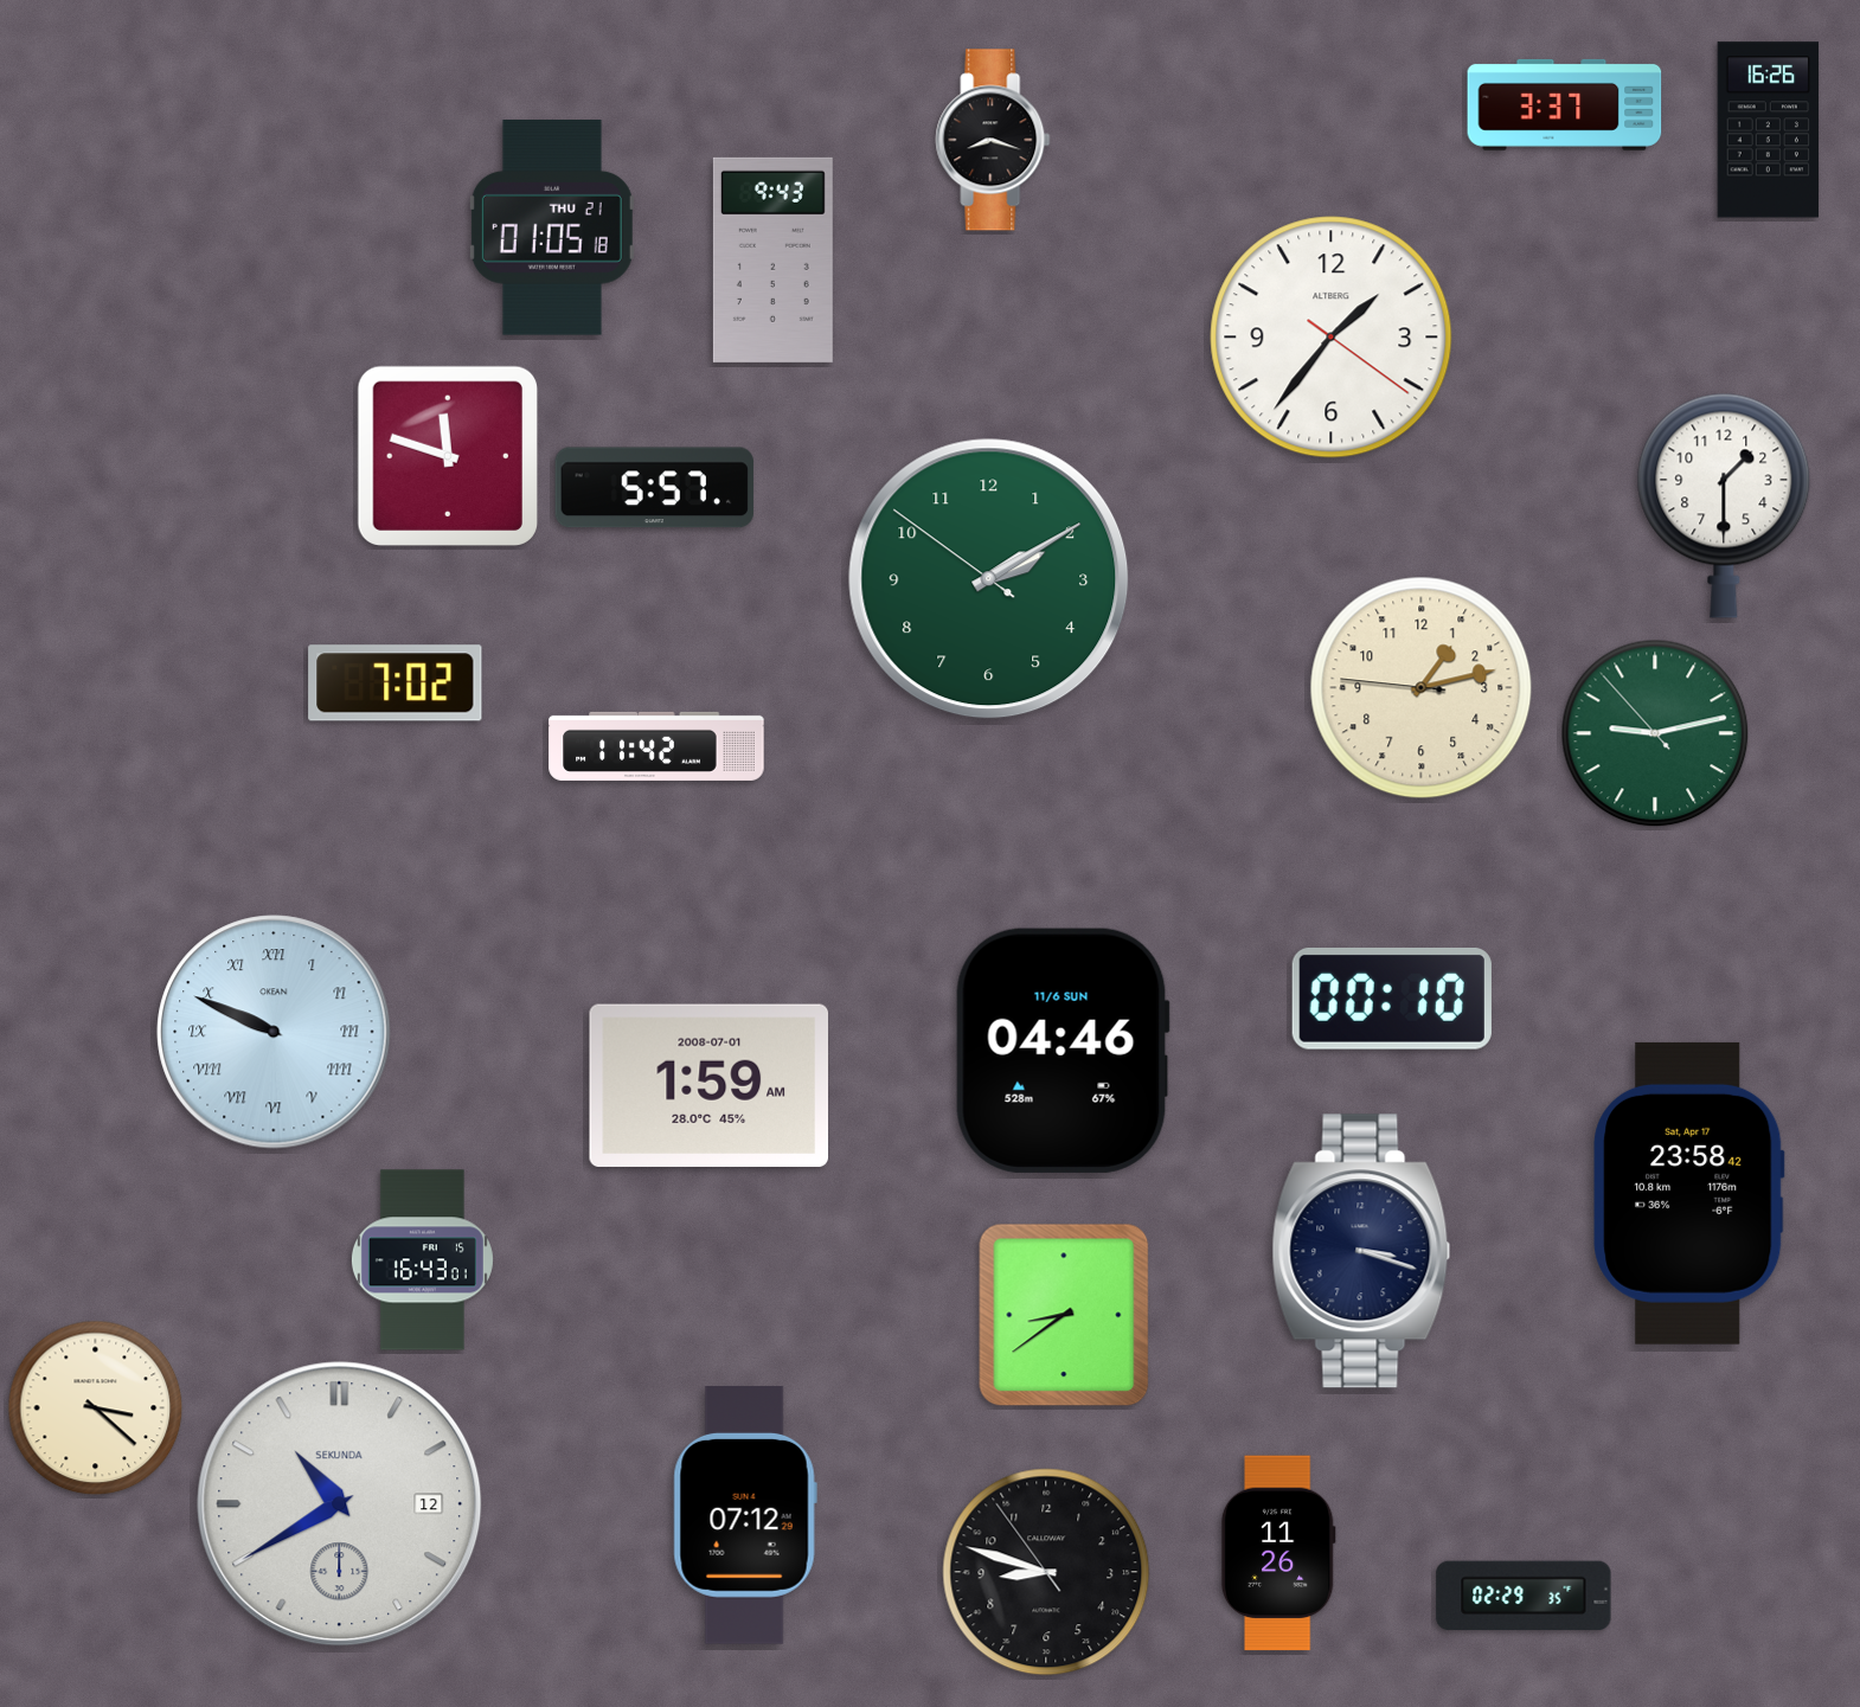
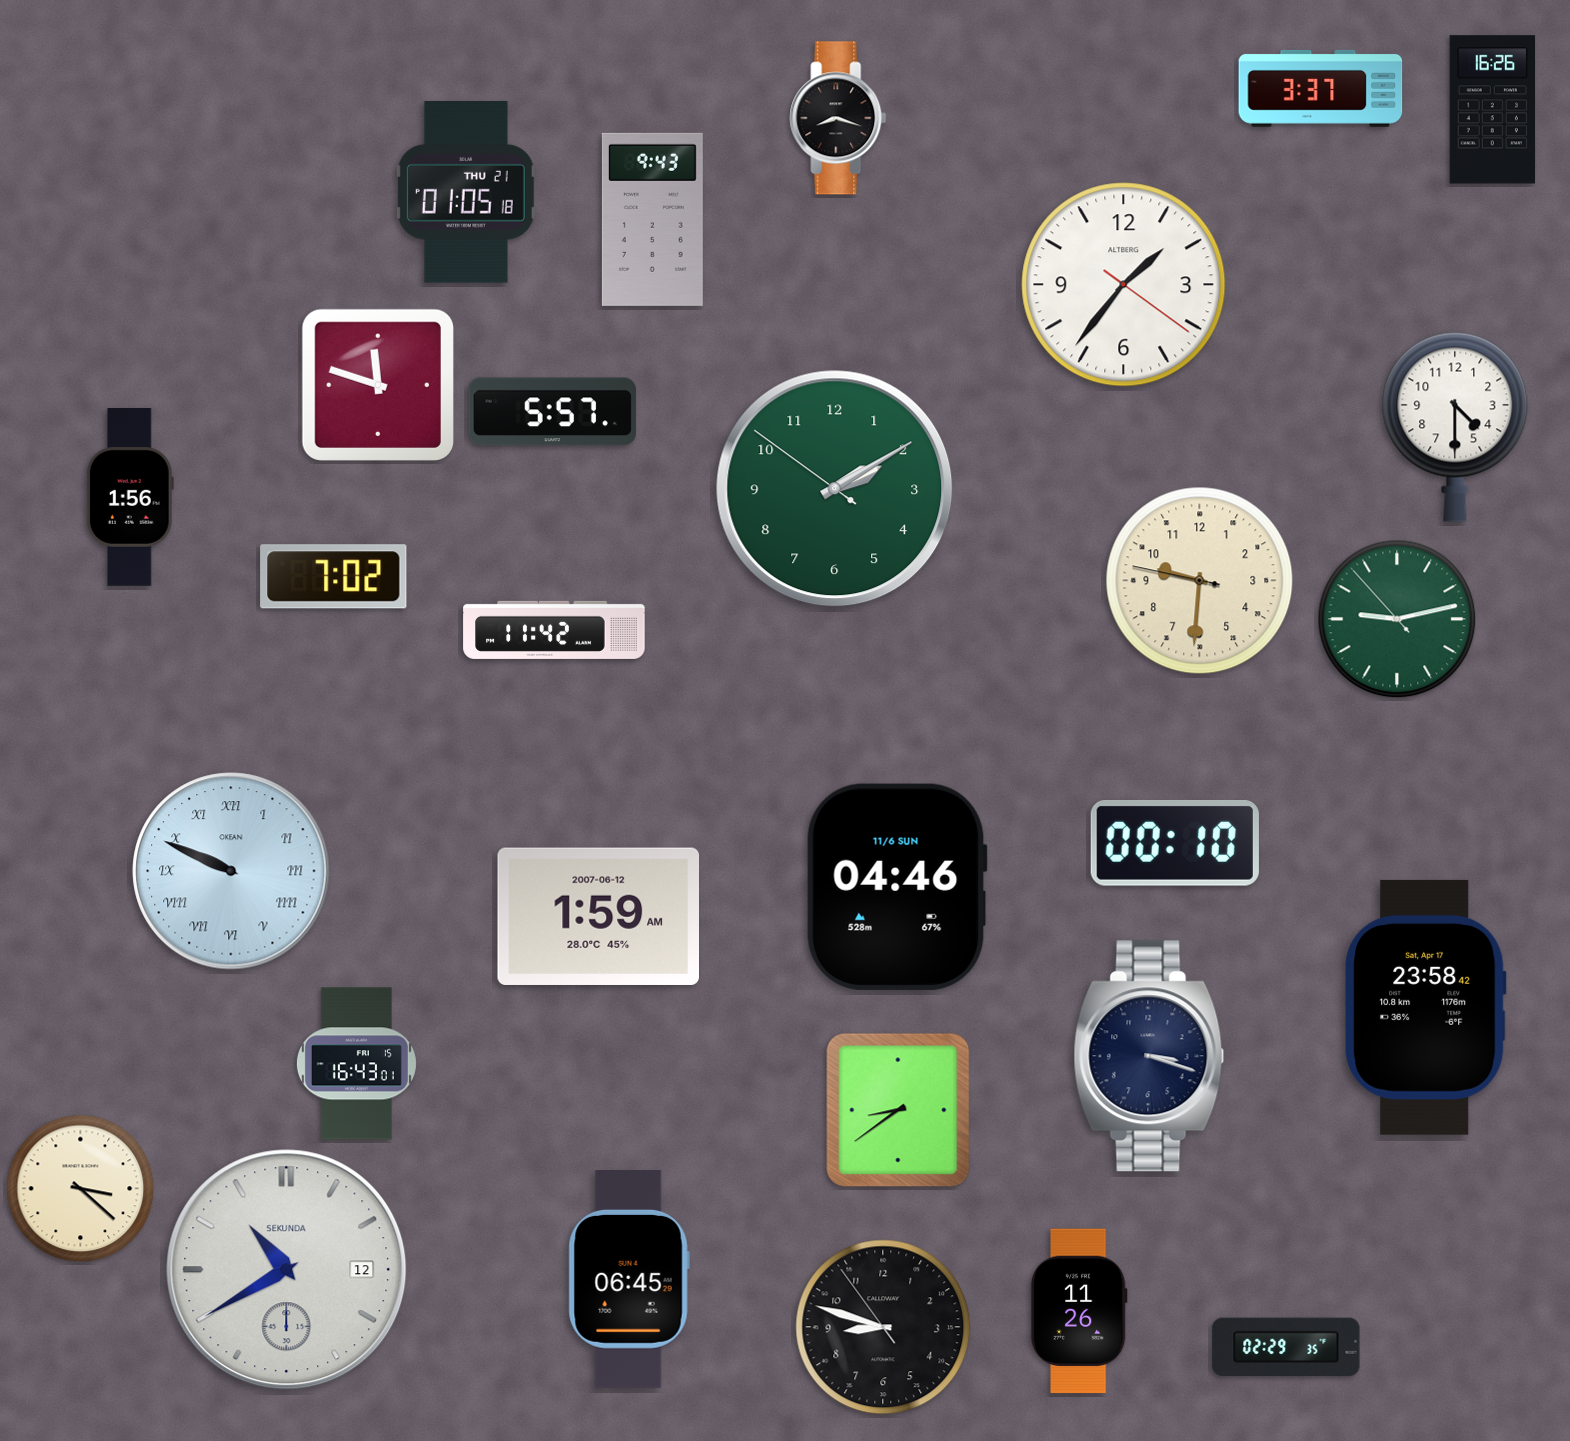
clock at (1724, 506): 1:30 -> 4:30
clock at (130, 498): none -> 1:56
clock at (1422, 688): 1:12 -> 9:30
clock at (708, 1085) date: 2008-07-01 -> 2007-06-12
clock at (745, 1516): 07:12 -> 06:45
